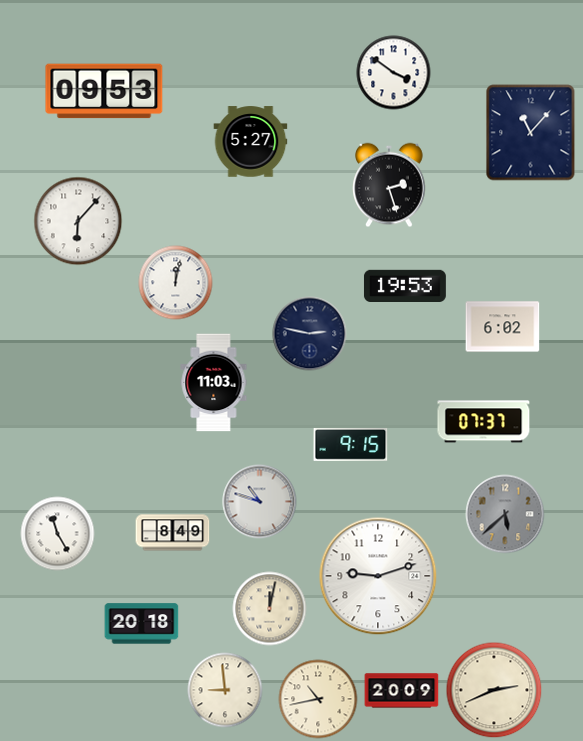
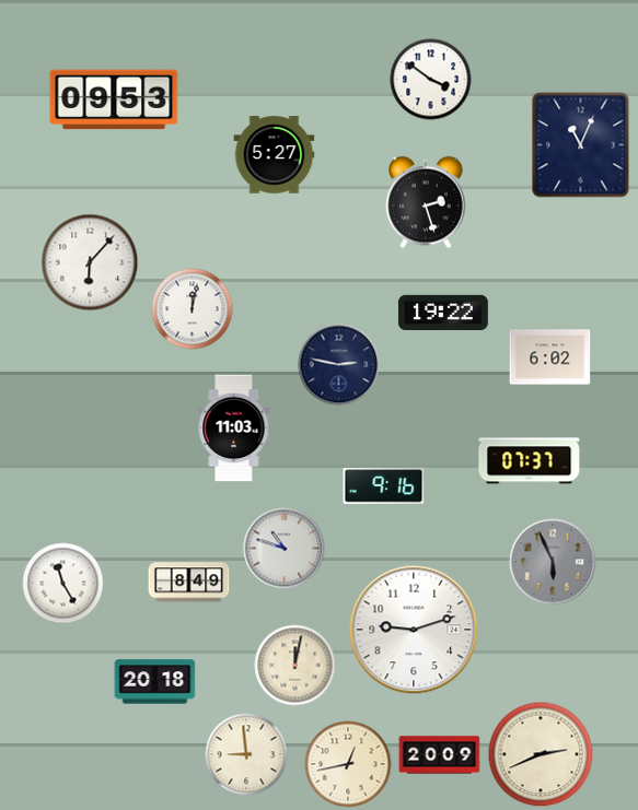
clock at (531, 133): 11:07 -> 11:04
clock at (78, 221) position: (78, 221) -> (90, 262)
clock at (405, 285): 19:53 -> 19:22
clock at (214, 383) position: (214, 383) -> (234, 429)
clock at (351, 444): 9:15 -> 9:16
clock at (505, 514): 5:38 -> 5:56
clock at (318, 699): 10:43 -> 12:43
